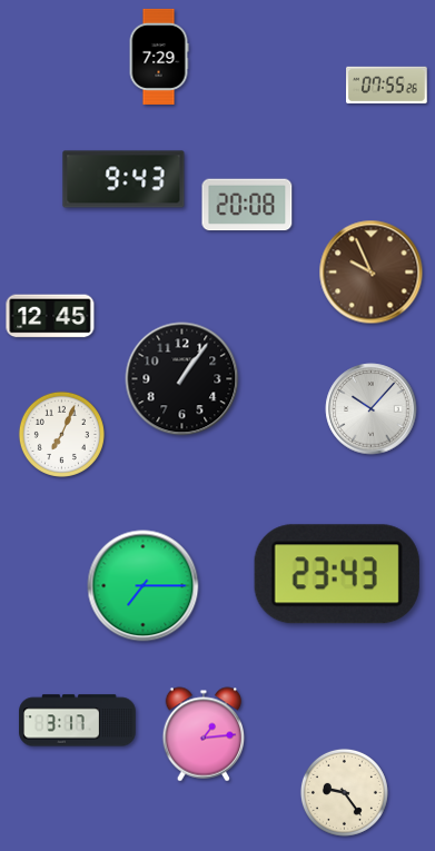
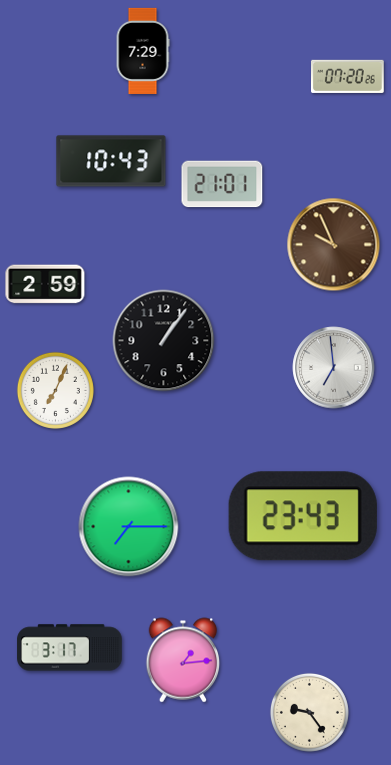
clock at (387, 85): 07:55 -> 07:20
clock at (123, 179): 9:43 -> 10:43
clock at (247, 205): 20:08 -> 21:01
clock at (50, 316): 12:45 -> 2:59
clock at (372, 409): 10:07 -> 6:59
